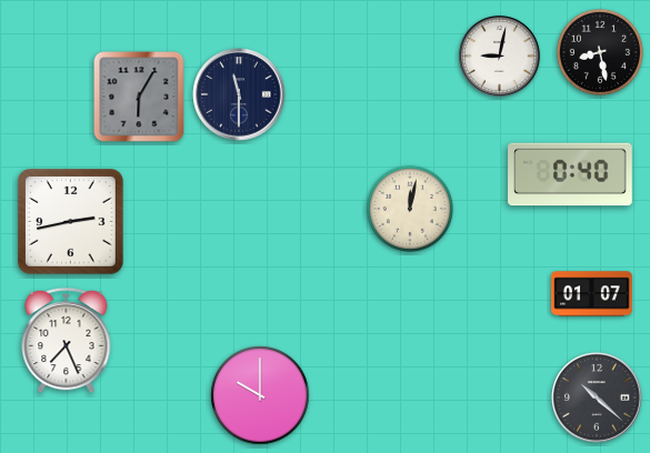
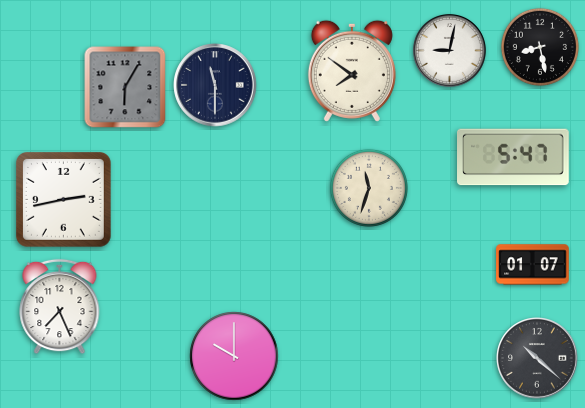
clock at (352, 71): none -> 7:51
clock at (571, 174): 0:40 -> 5:47
clock at (410, 209): 12:02 -> 11:33
